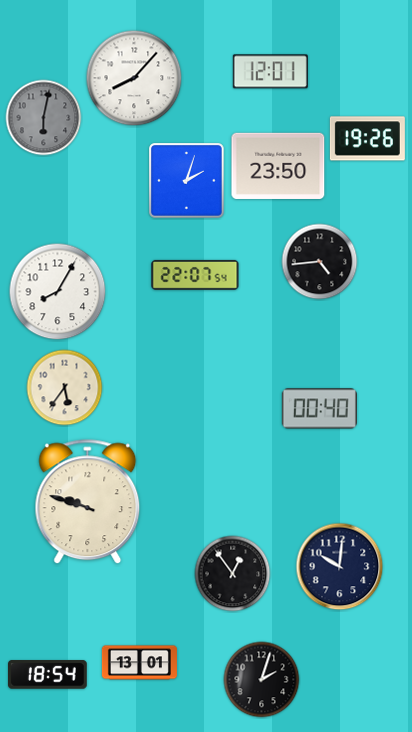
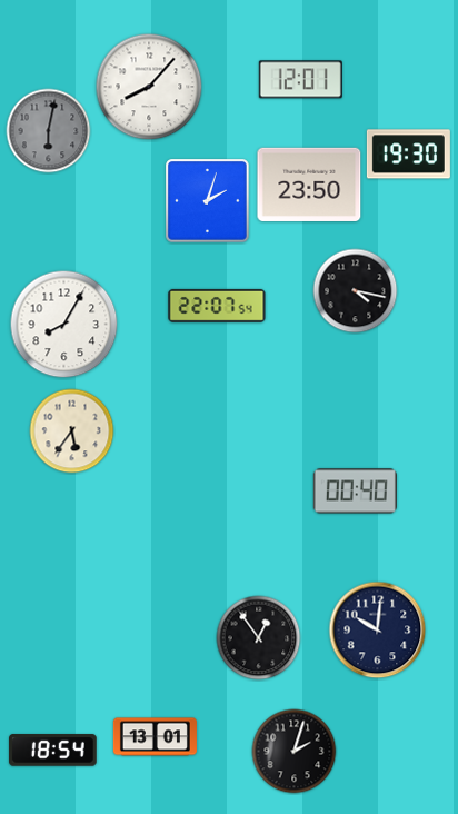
clock at (367, 139): 19:26 -> 19:30
clock at (320, 262): 4:44 -> 4:17
clock at (319, 409) position: (319, 409) -> (355, 492)
clock at (88, 502): 9:48 -> none
clock at (262, 680) position: (262, 680) -> (295, 752)
